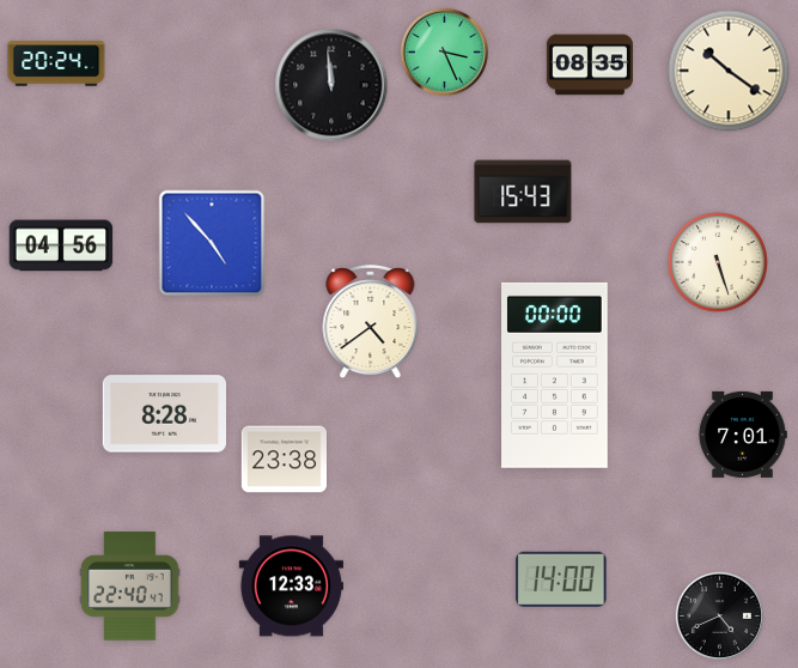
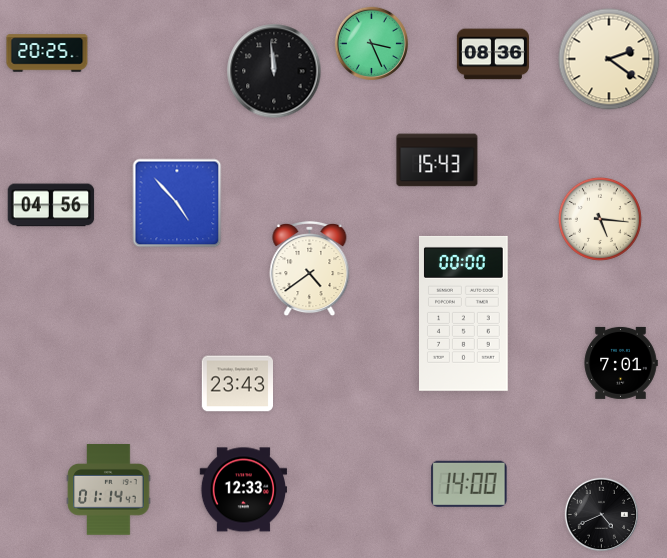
clock at (56, 63): 20:24 -> 20:25
clock at (590, 65): 08:35 -> 08:36
clock at (729, 71): 10:21 -> 2:21
clock at (331, 85) position: (331, 85) -> (274, 71)
clock at (718, 262): 5:27 -> 5:16
clock at (164, 414): 8:28 -> none
clock at (284, 460): 23:38 -> 23:43
clock at (130, 587): 22:40 -> 01:14
